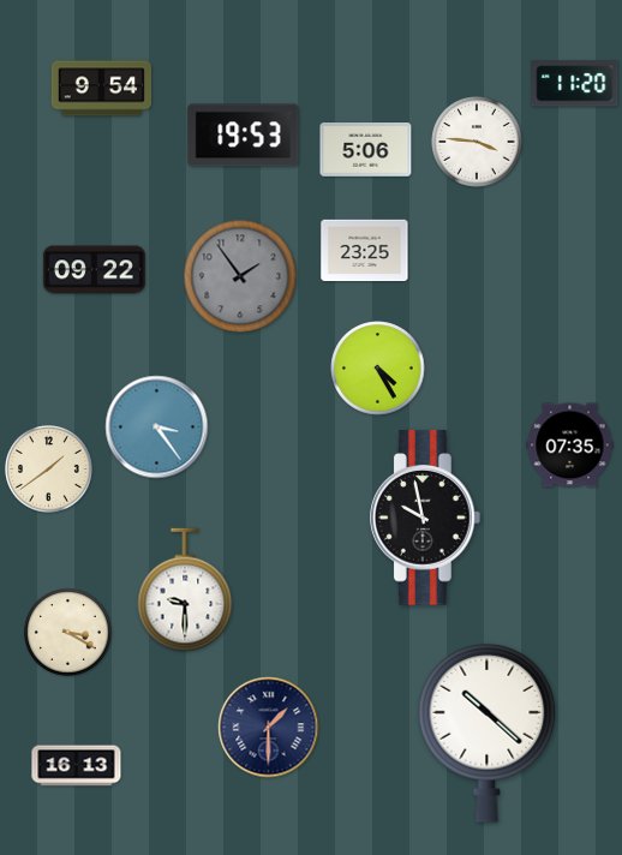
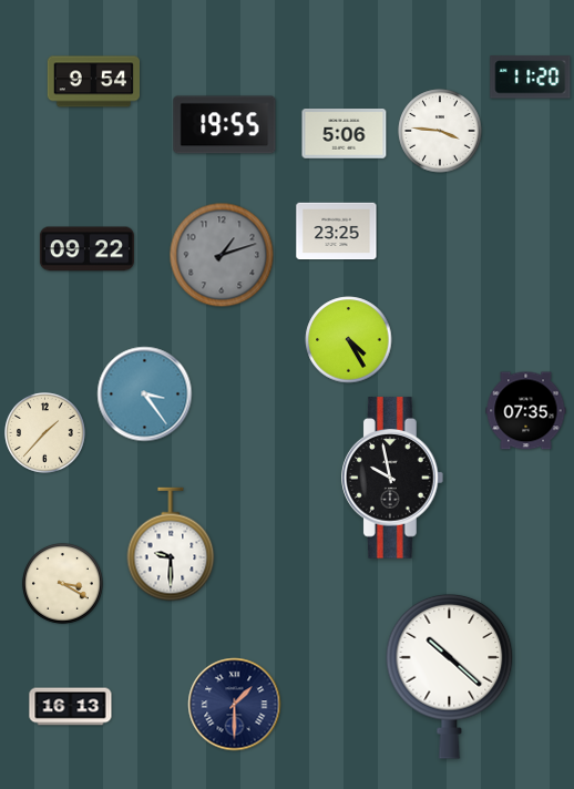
clock at (244, 136): 19:53 -> 19:55
clock at (366, 150) position: (366, 150) -> (345, 134)
clock at (240, 276): 1:54 -> 1:12
clock at (49, 470): 1:39 -> 1:37
clock at (269, 728) position: (269, 728) -> (235, 705)
